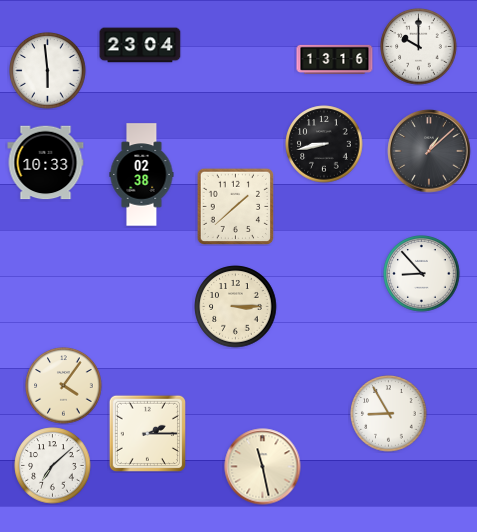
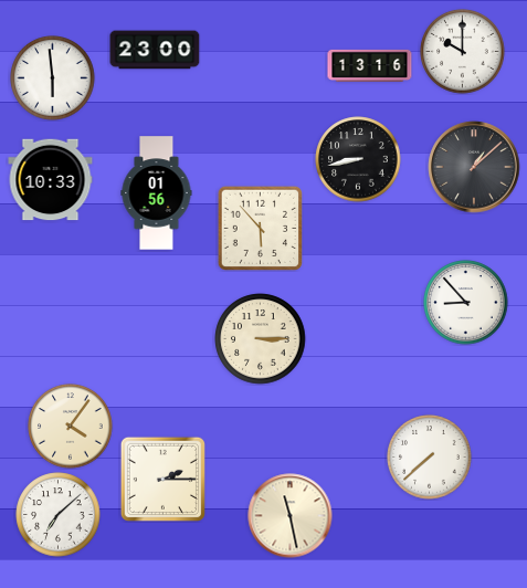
clock at (140, 45): 23:04 -> 23:00
clock at (142, 175): 02:38 -> 01:56
clock at (235, 206): 1:38 -> 5:53
clock at (389, 414): 8:55 -> 7:38
